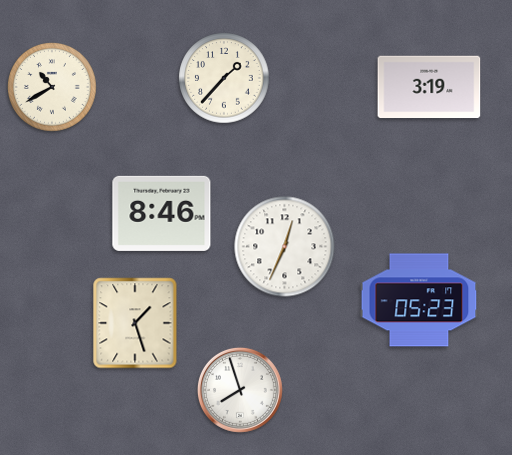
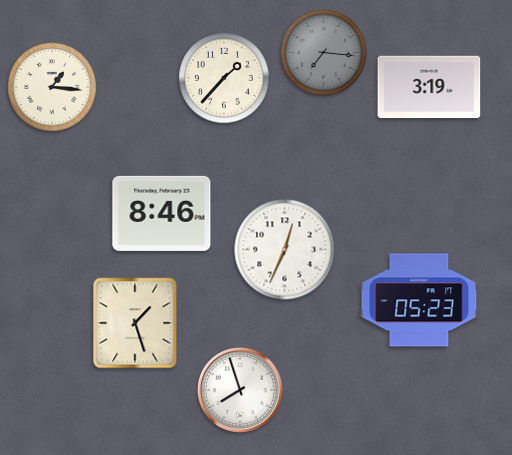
clock at (323, 52): none -> 7:16
clock at (53, 88): 10:40 -> 1:16
clock at (285, 247) position: (285, 247) -> (285, 250)
